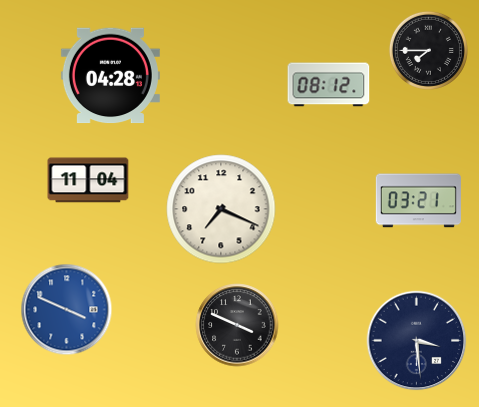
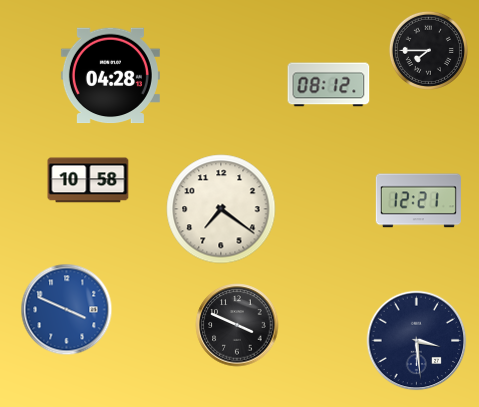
clock at (88, 180): 11:04 -> 10:58
clock at (418, 201): 03:21 -> 12:21
clock at (221, 209): 7:19 -> 7:21
